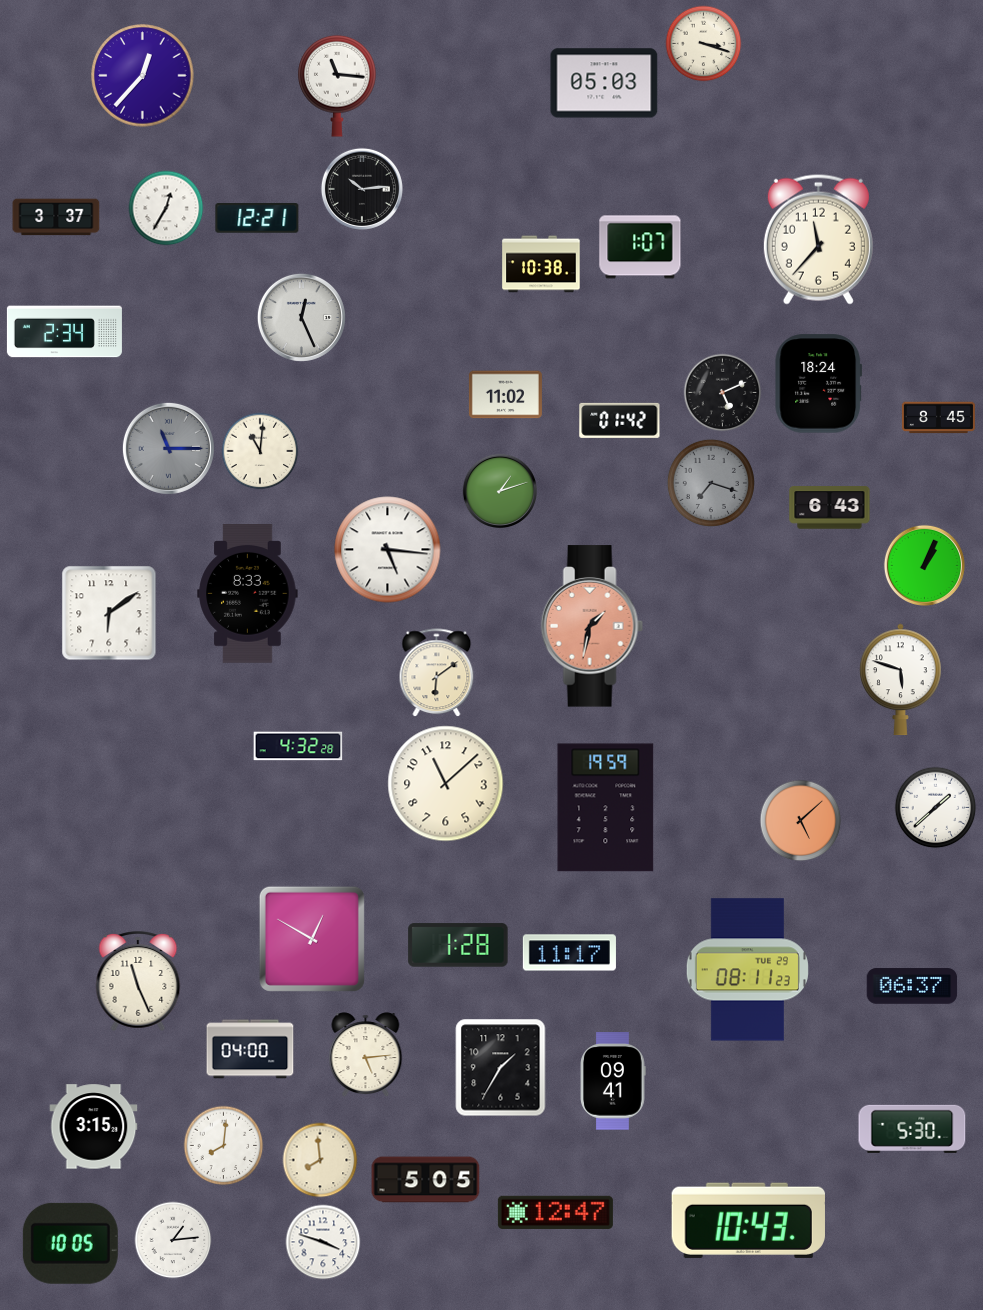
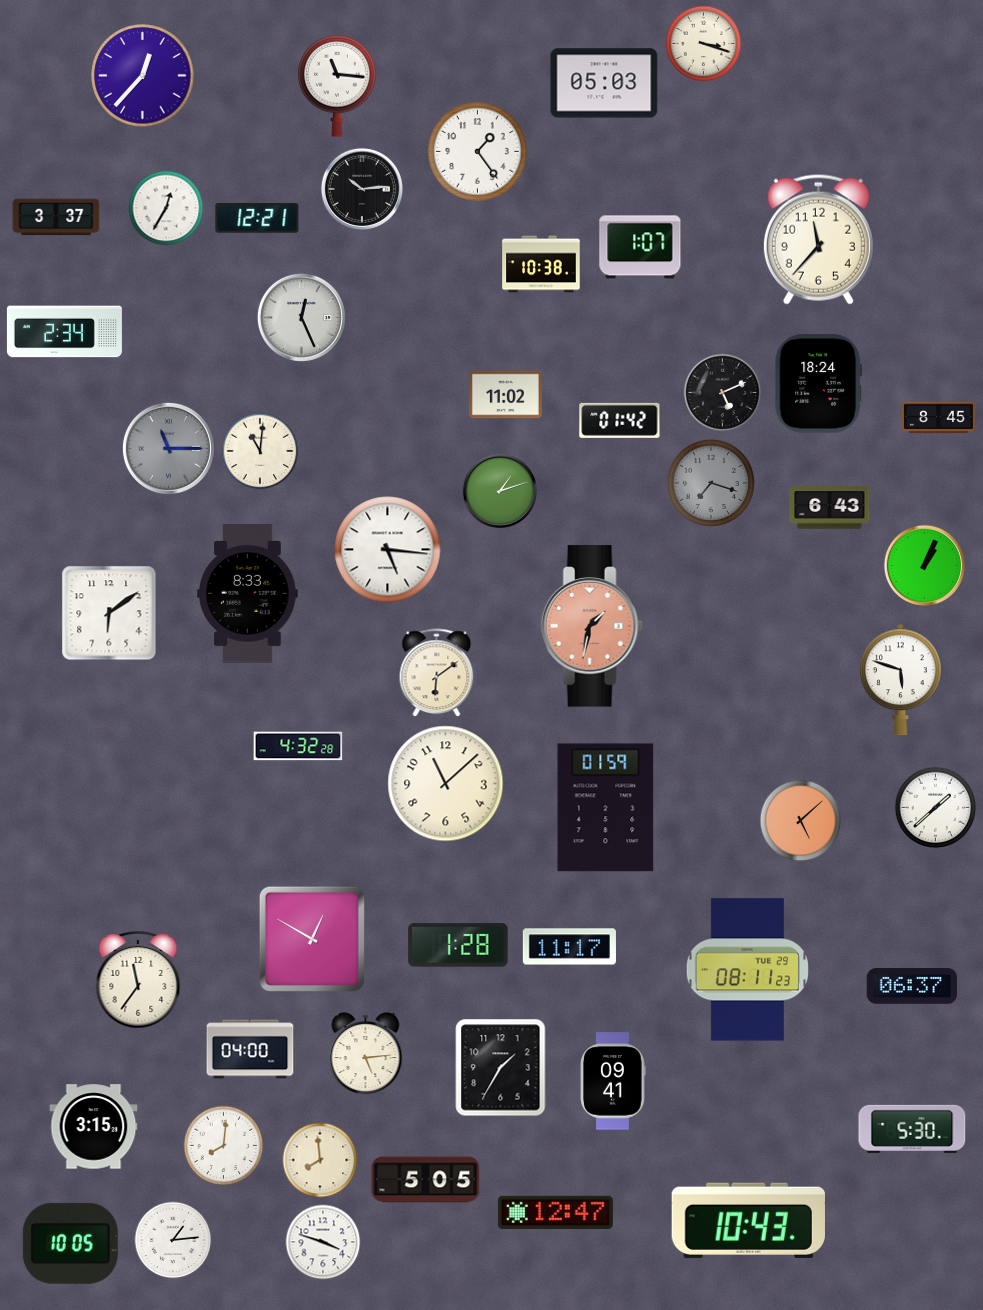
clock at (478, 152): none -> 1:24
clock at (606, 808): 19:59 -> 01:59
clock at (569, 953) position: (569, 953) -> (569, 947)
clock at (138, 981): 11:26 -> 11:36
